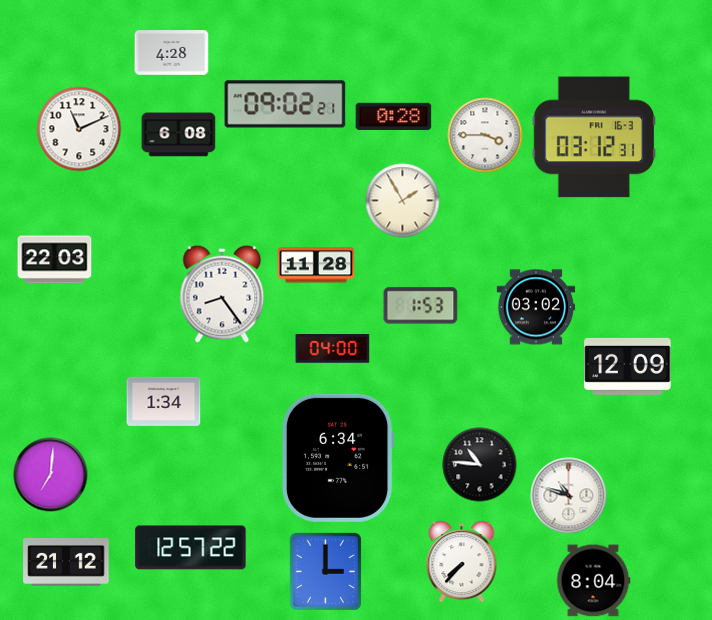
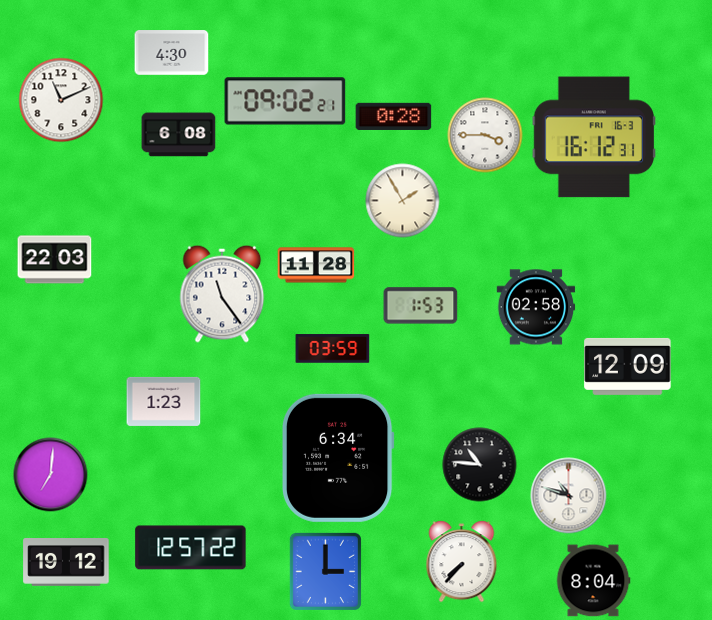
clock at (172, 53): 4:28 -> 4:30
clock at (285, 104) position: (285, 104) -> (285, 101)
clock at (79, 129) position: (79, 129) -> (61, 100)
clock at (593, 137): 03:12 -> 16:12
clock at (222, 294): 8:24 -> 11:24
clock at (536, 307): 03:02 -> 02:58
clock at (333, 349): 04:00 -> 03:59
clock at (164, 401): 1:34 -> 1:23
clock at (66, 562): 21:12 -> 19:12
